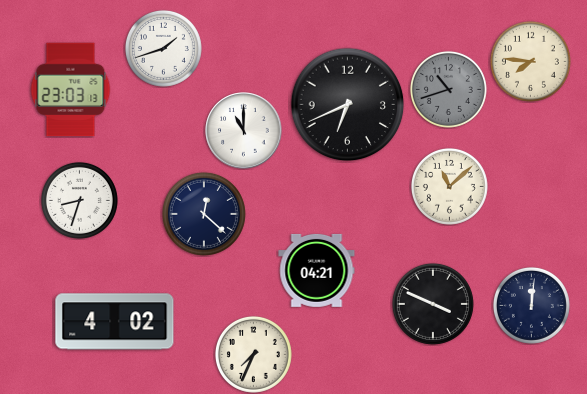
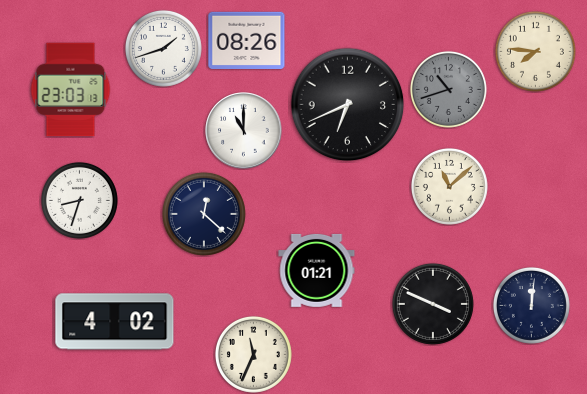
clock at (247, 40): none -> 08:26
clock at (530, 61) position: (530, 61) -> (535, 51)
clock at (317, 270): 04:21 -> 01:21
clock at (253, 354): 7:34 -> 11:34
